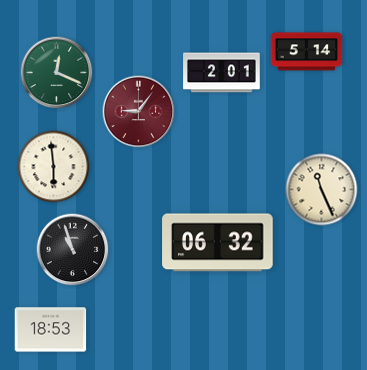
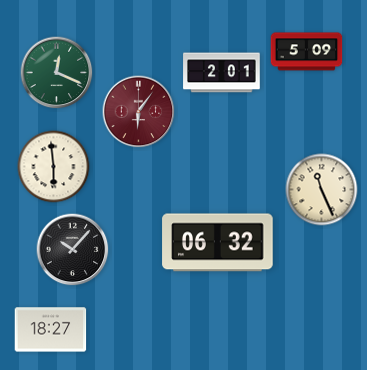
clock at (307, 52): 5:14 -> 5:09
clock at (139, 112): 9:06 -> 6:06
clock at (73, 250): 10:57 -> 10:07
clock at (51, 330): 18:53 -> 18:27
